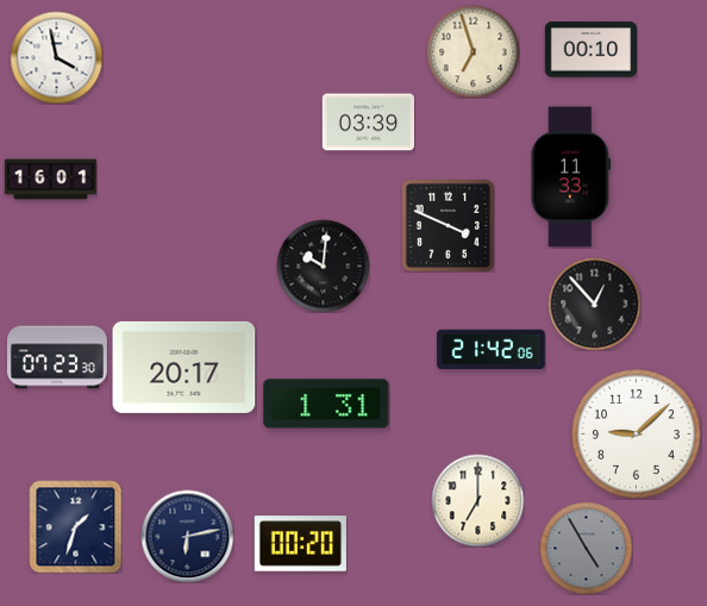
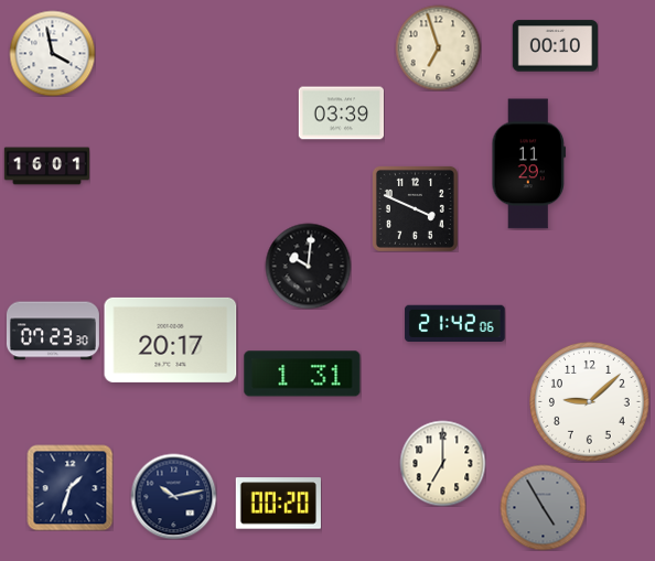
clock at (590, 50) position: (590, 50) -> (555, 46)
clock at (571, 177): 11:33 -> 11:29
clock at (323, 265) position: (323, 265) -> (308, 266)
clock at (594, 304): 12:53 -> none
clock at (187, 536): 6:13 -> 10:13
